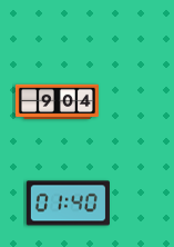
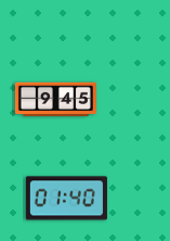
clock at (57, 102): 9:04 -> 9:45
